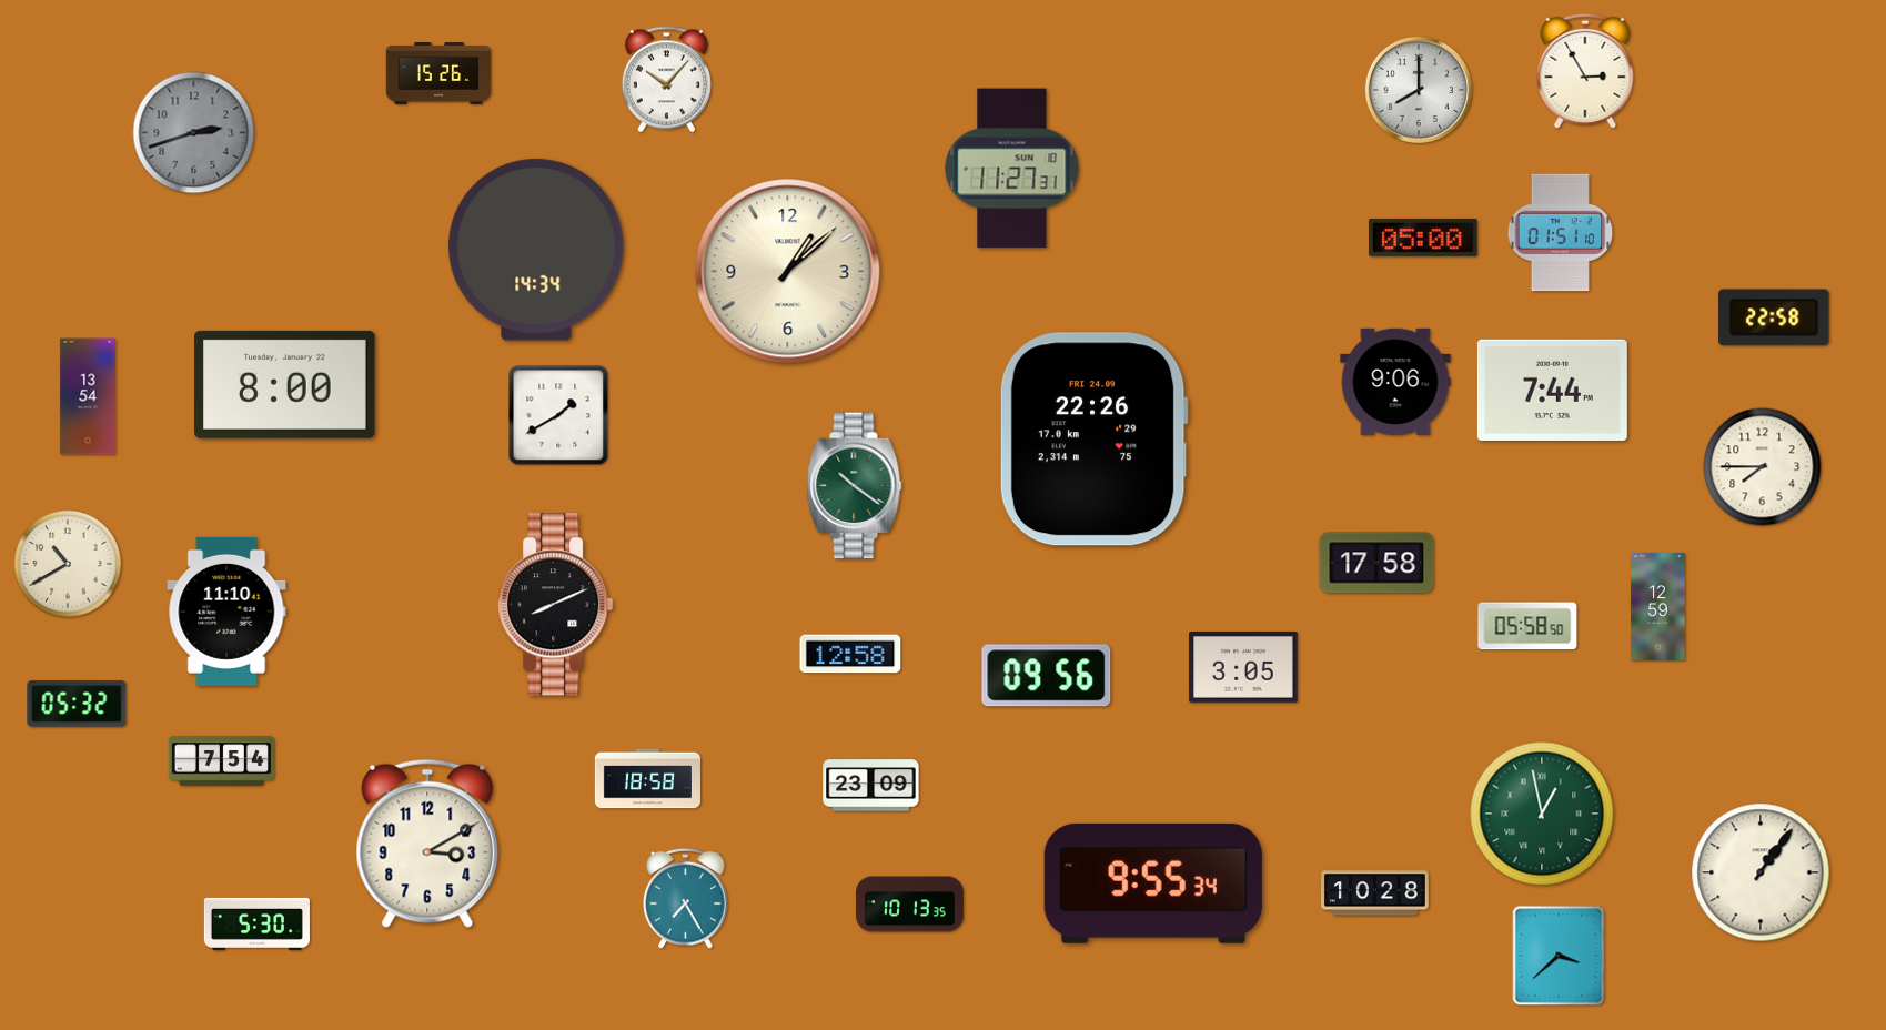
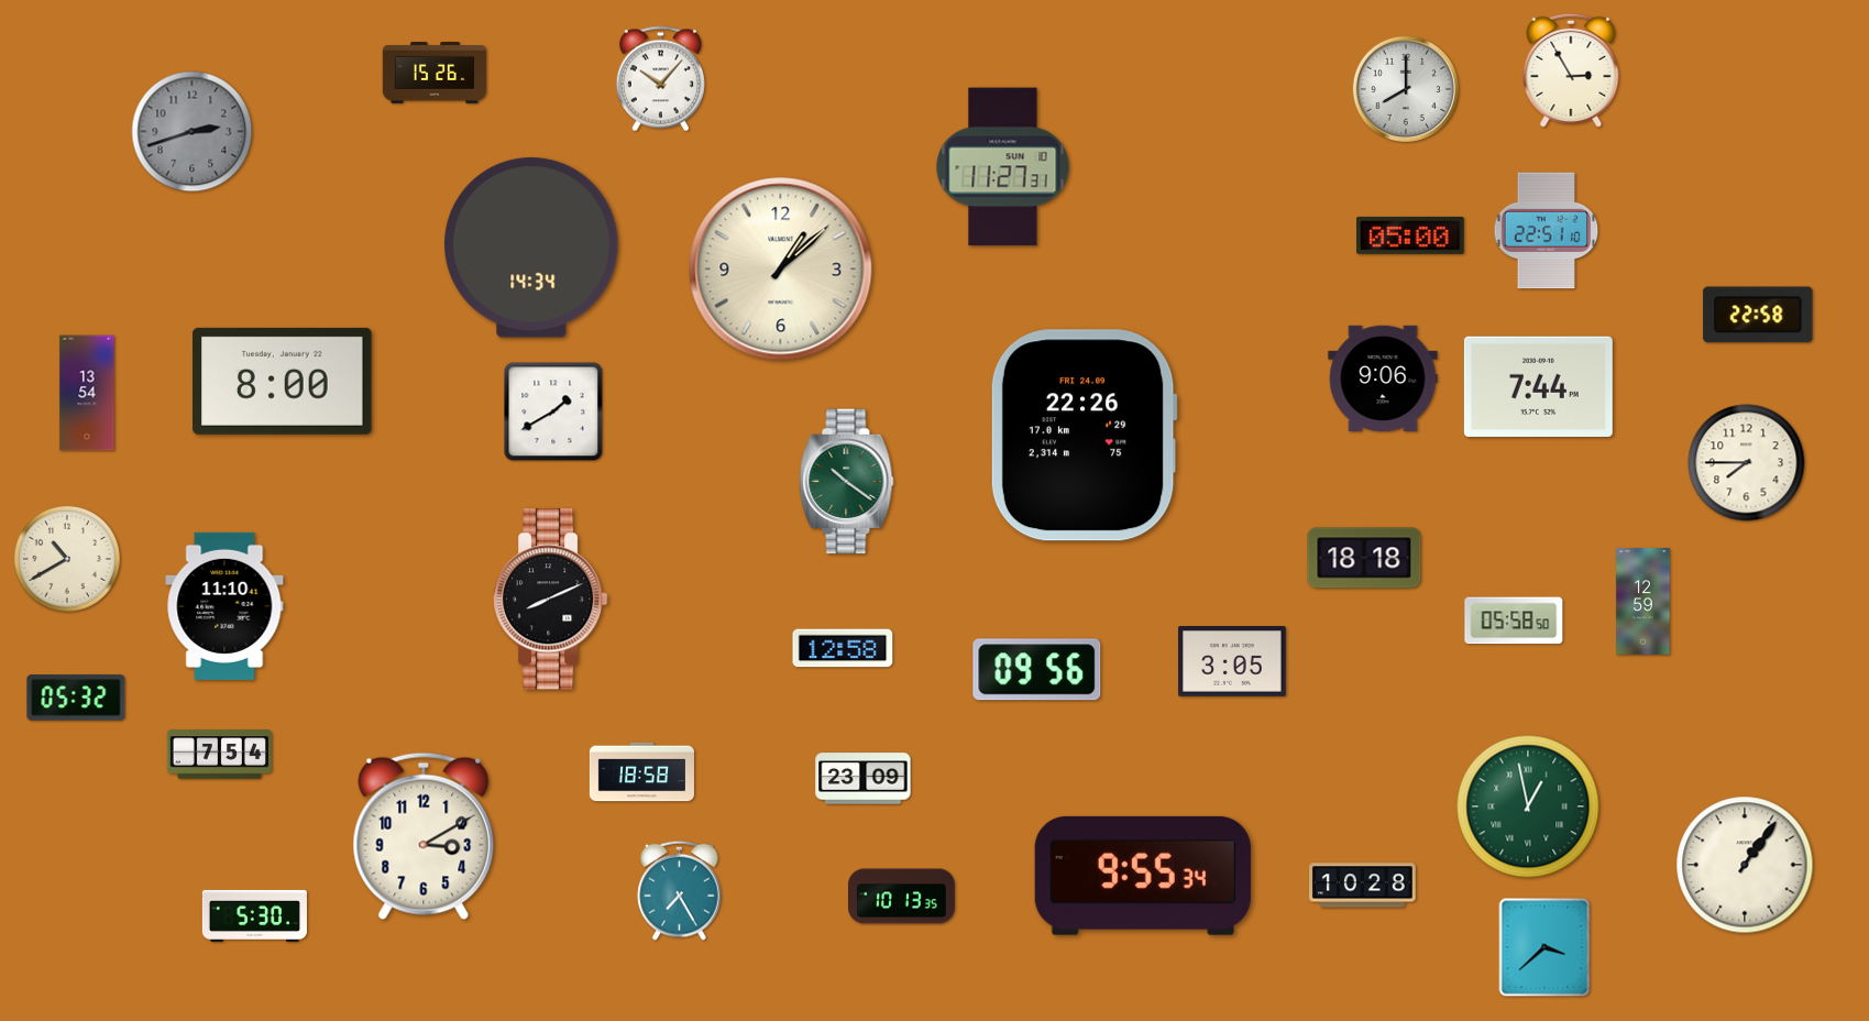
clock at (1561, 233): 01:51 -> 22:51
clock at (1376, 563): 17:58 -> 18:18
